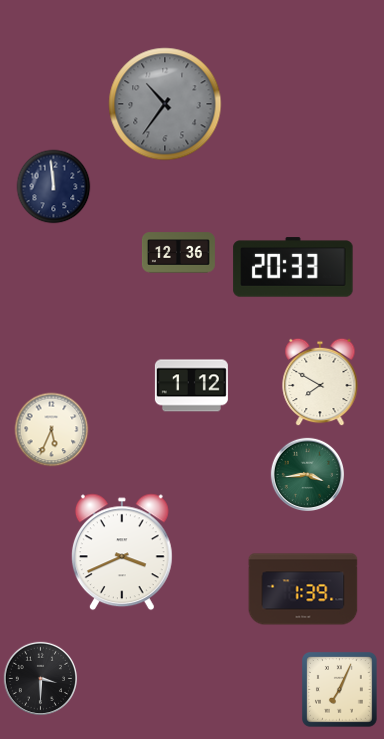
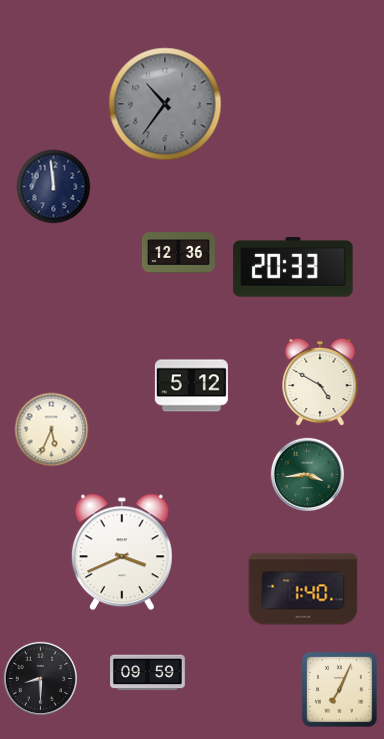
clock at (320, 382): 7:50 -> 4:50
clock at (191, 386): 1:12 -> 5:12
clock at (303, 589): 1:39 -> 1:40
clock at (148, 673): none -> 09:59
clock at (40, 678): 3:30 -> 8:30
